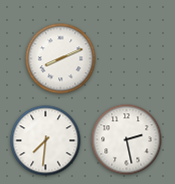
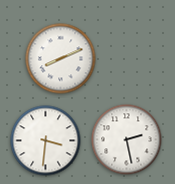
clock at (46, 141): 7:31 -> 3:31
